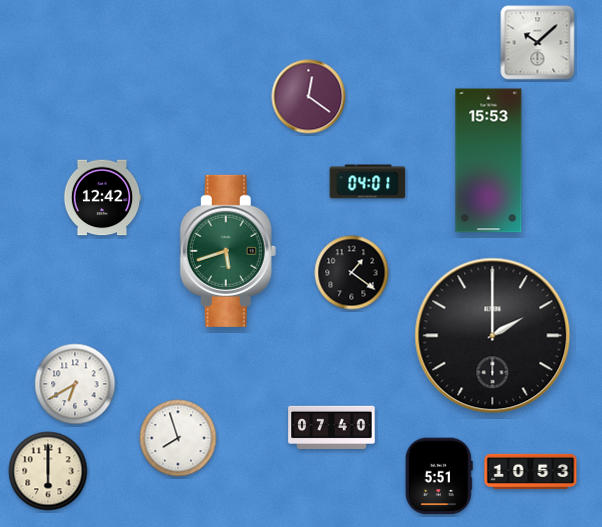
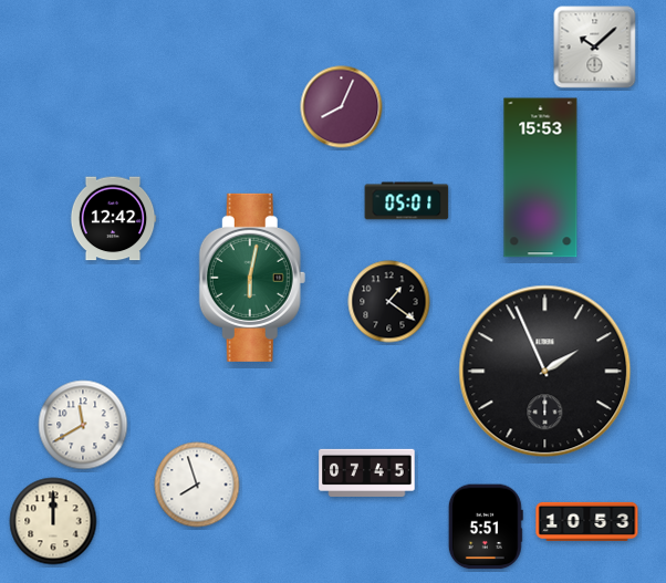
clock at (309, 97): 12:21 -> 8:04
clock at (368, 182): 04:01 -> 05:01
clock at (228, 251): 5:42 -> 6:02
clock at (493, 336): 2:00 -> 1:56
clock at (75, 384): 6:40 -> 11:40
clock at (332, 427): 07:40 -> 07:45
clock at (48, 471): 6:00 -> 12:00
